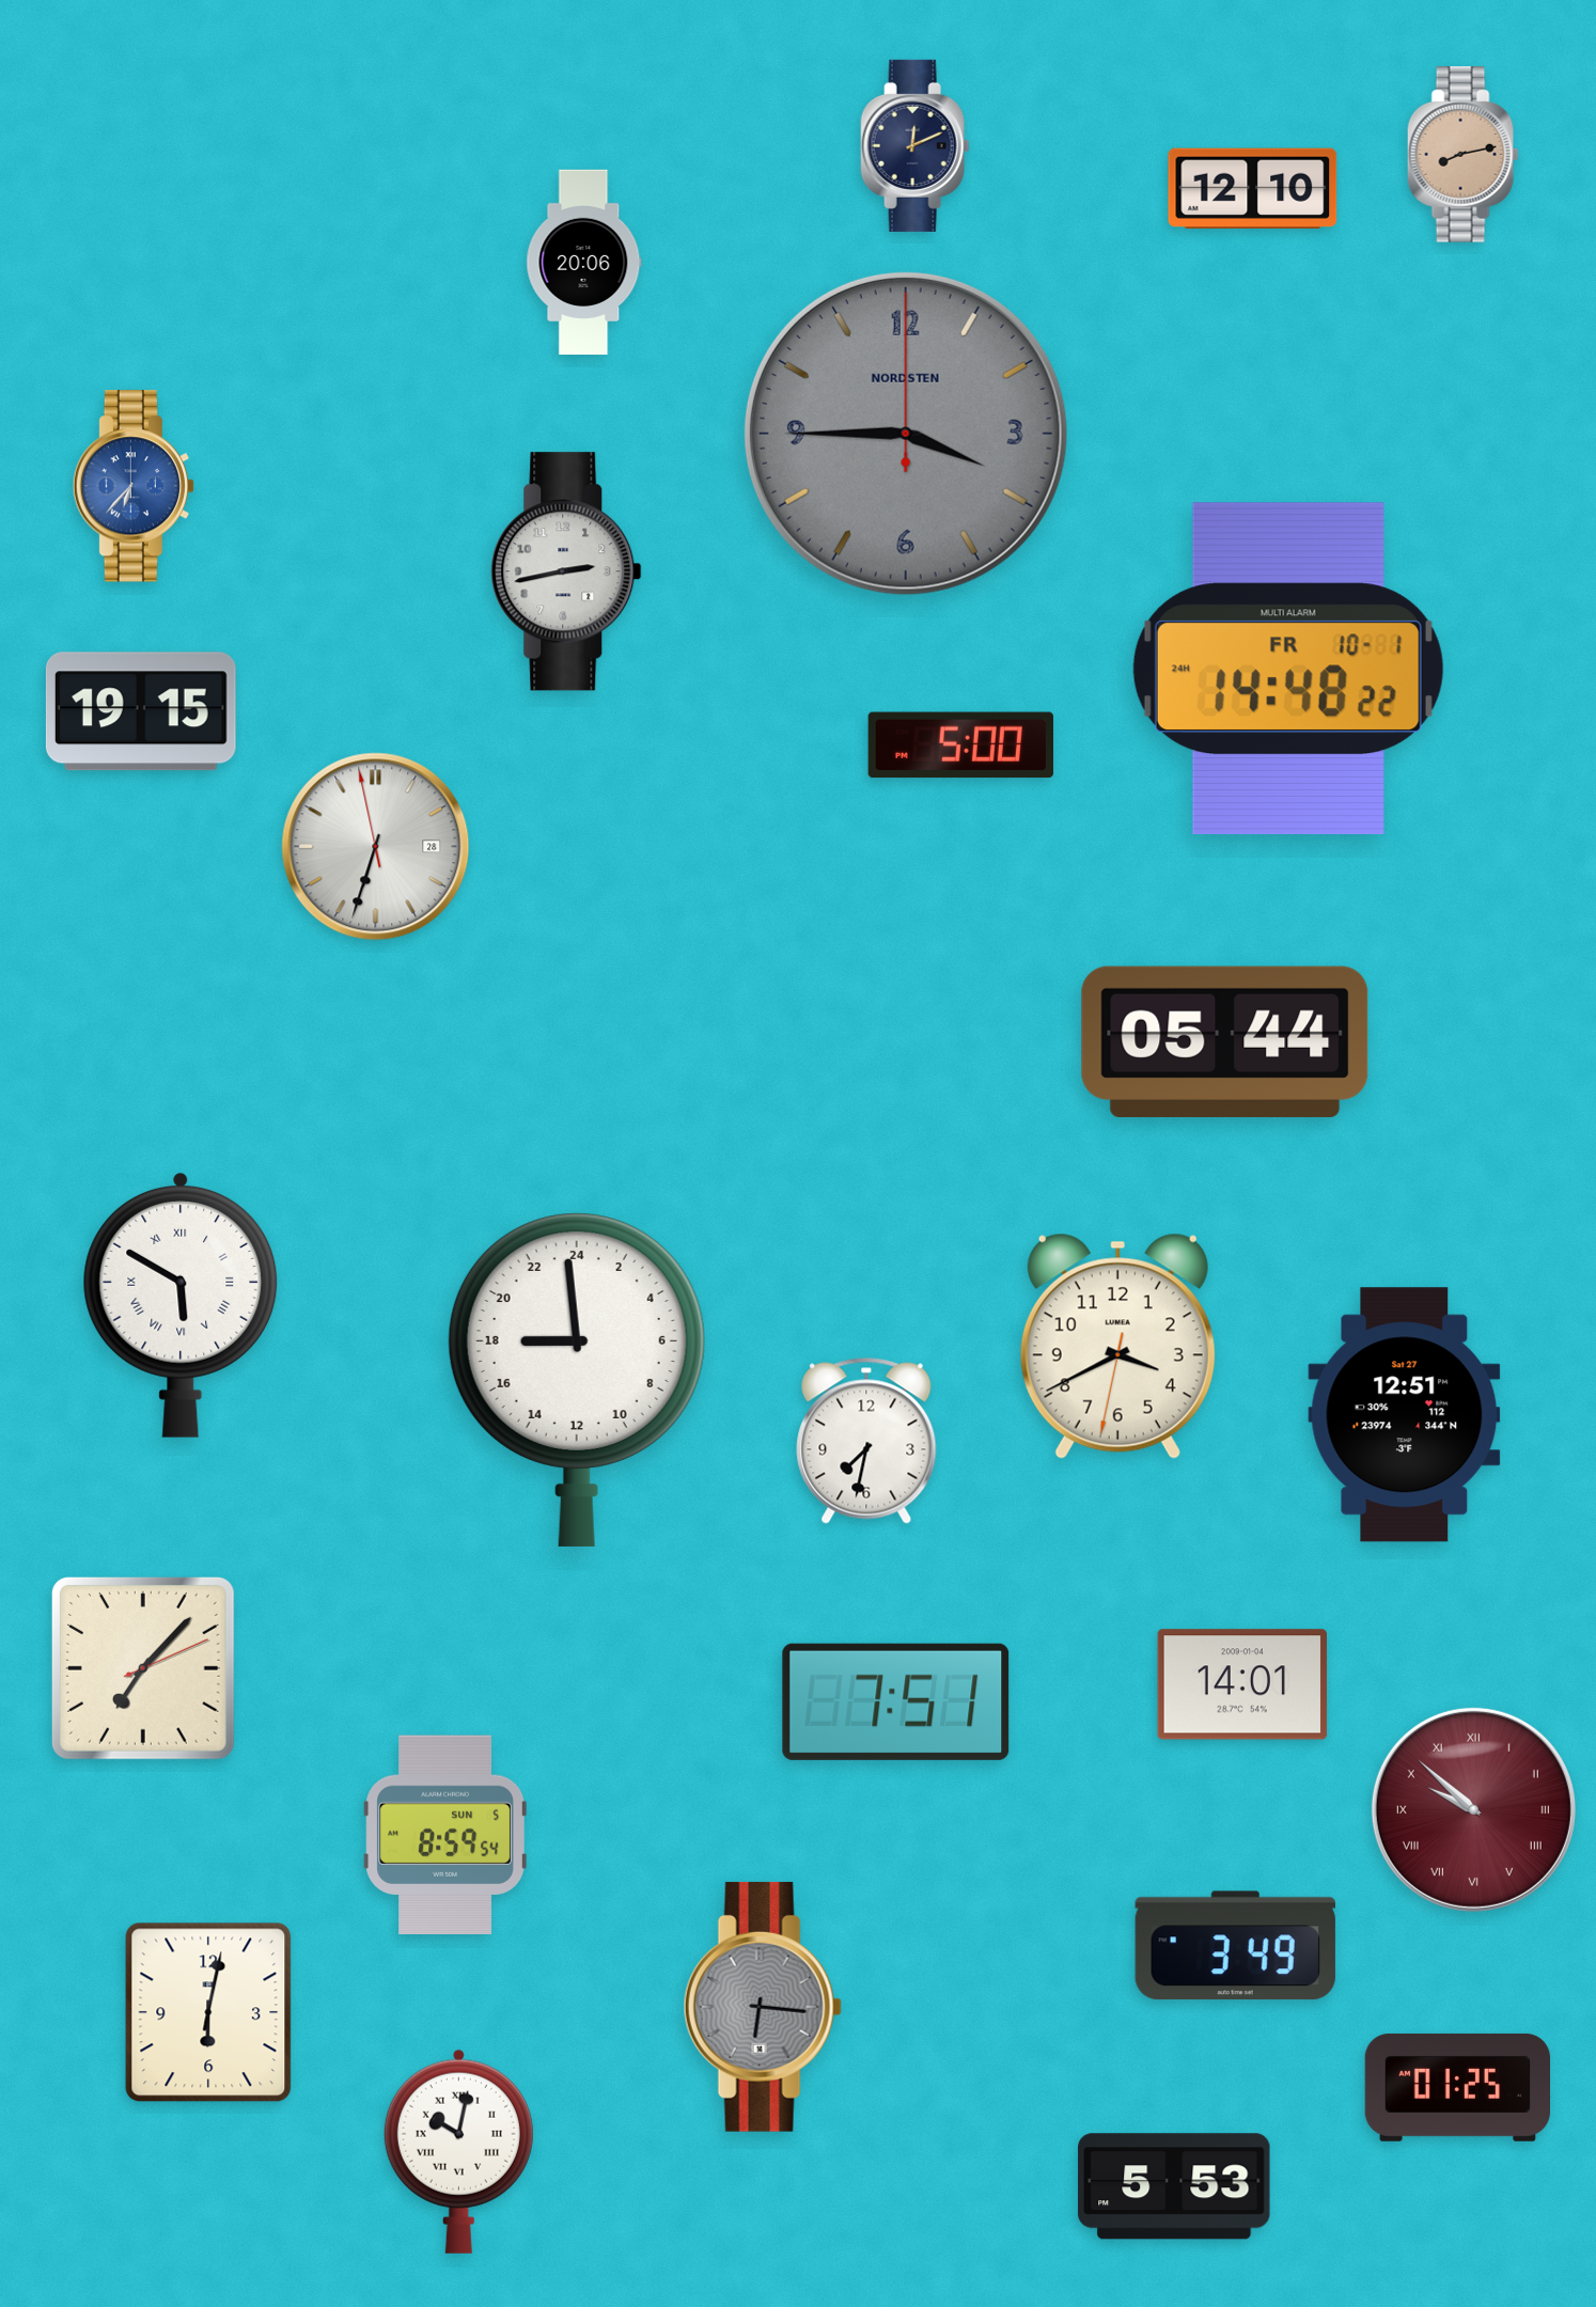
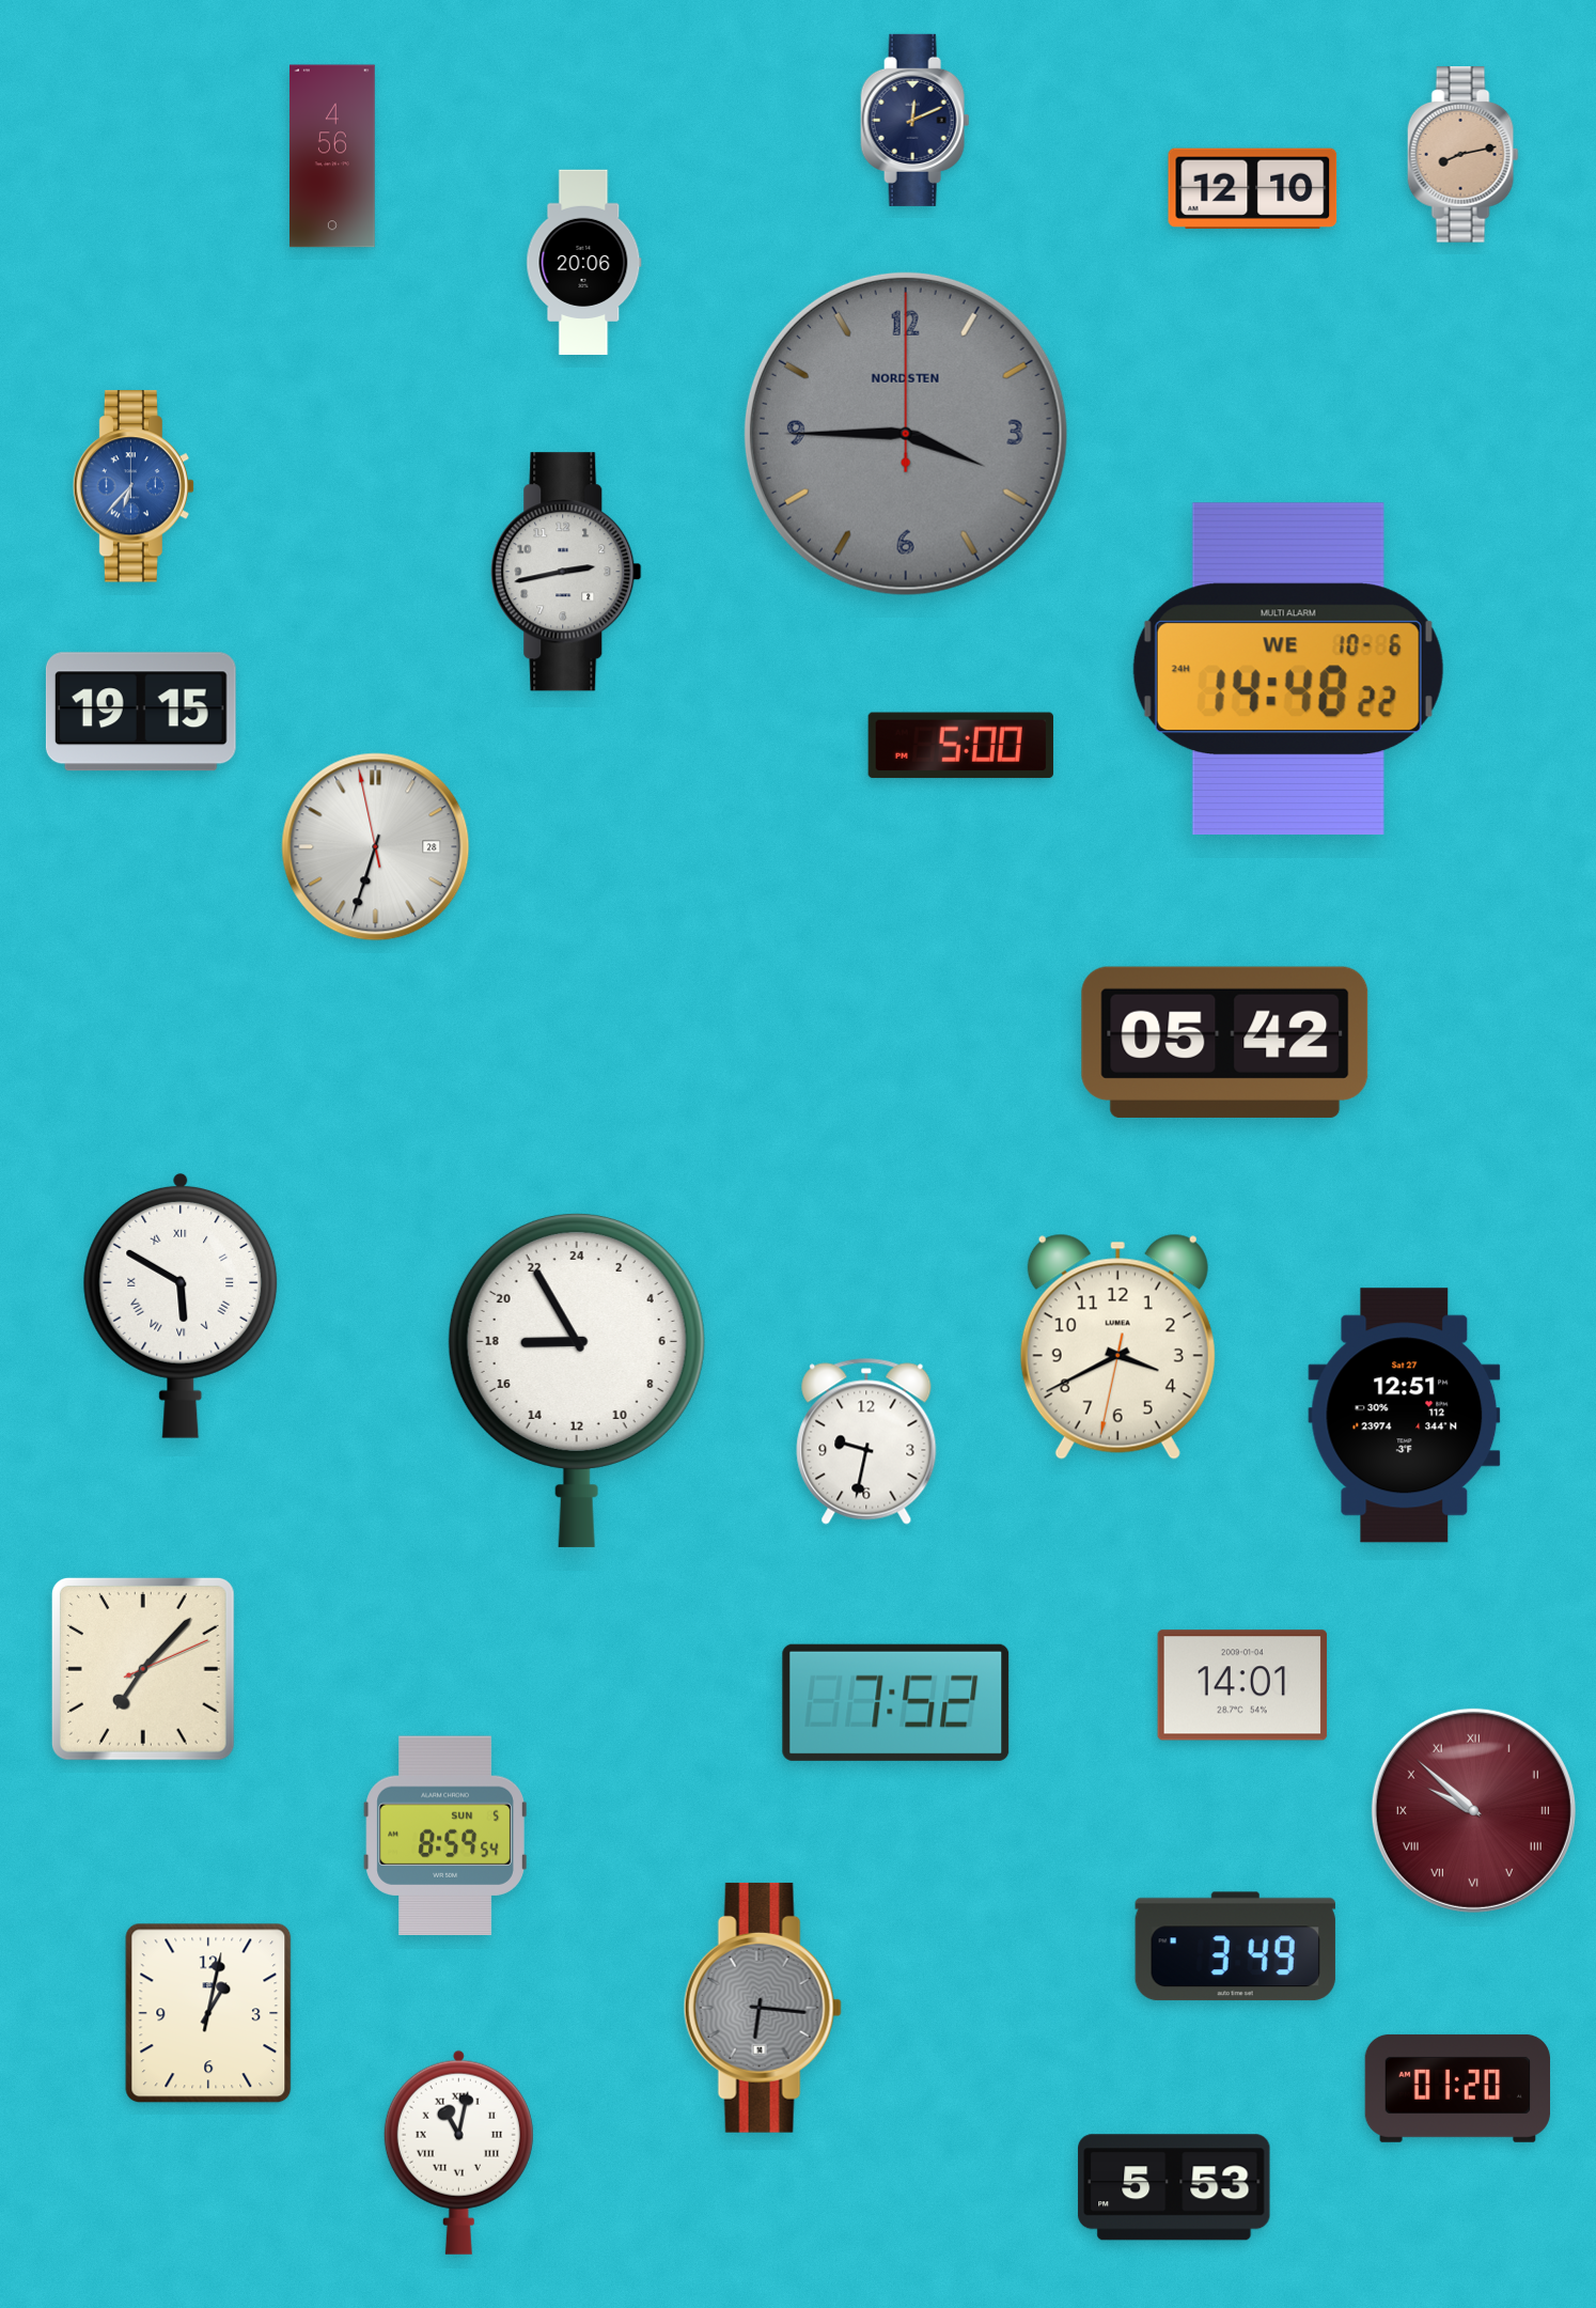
clock at (916, 145) position: (916, 145) -> (916, 120)
clock at (333, 156): none -> 4:56
clock at (1288, 669) date: FR 10-1 -> WE 10-6
clock at (1225, 1041): 05:44 -> 05:42
clock at (577, 1380): 17:59 -> 17:55
clock at (866, 1441): 7:32 -> 9:32
clock at (896, 1701): 7:51 -> 7:52
clock at (208, 2012): 6:02 -> 1:02
clock at (1457, 2087): 01:25 -> 01:20
clock at (458, 2151): 10:02 -> 11:02
